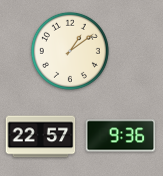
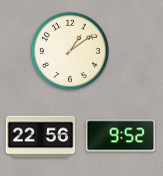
clock at (121, 136): 9:36 -> 9:52
clock at (41, 137): 22:57 -> 22:56
